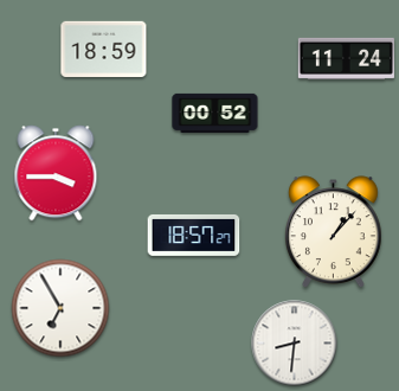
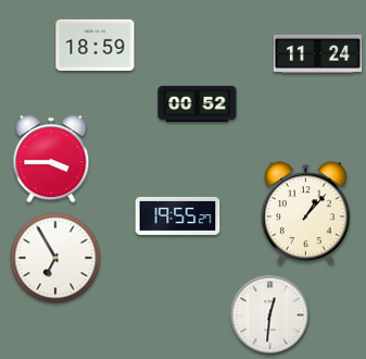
clock at (194, 235): 18:57 -> 19:55
clock at (60, 308) position: (60, 308) -> (55, 258)
clock at (295, 344): 8:31 -> 12:31
